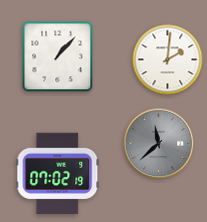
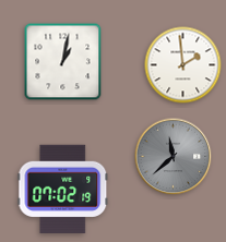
clock at (58, 57): 1:07 -> 1:02
clock at (168, 60): 2:01 -> 1:59
